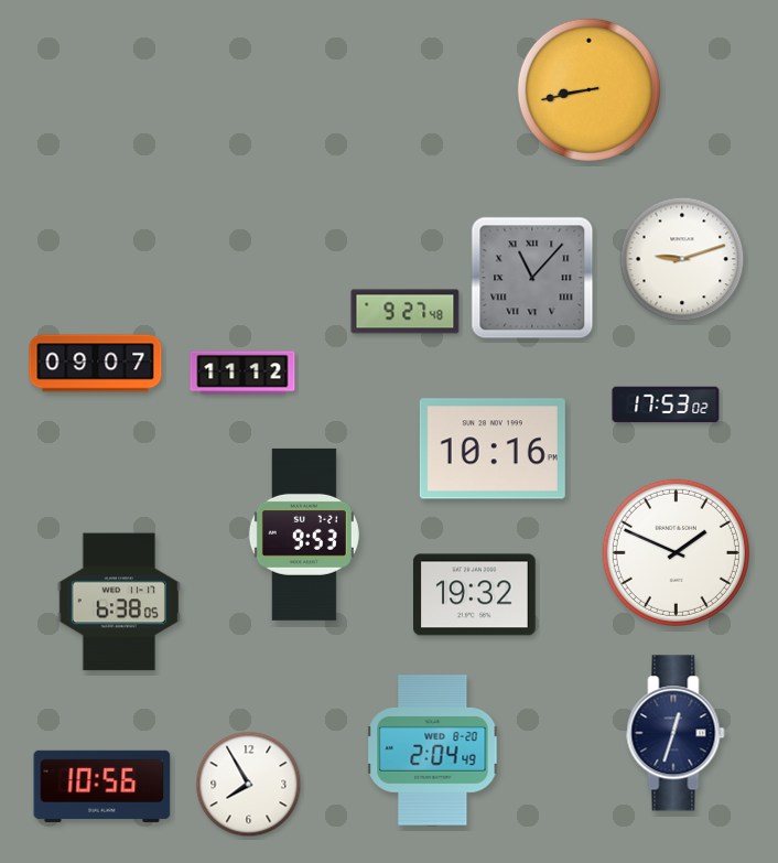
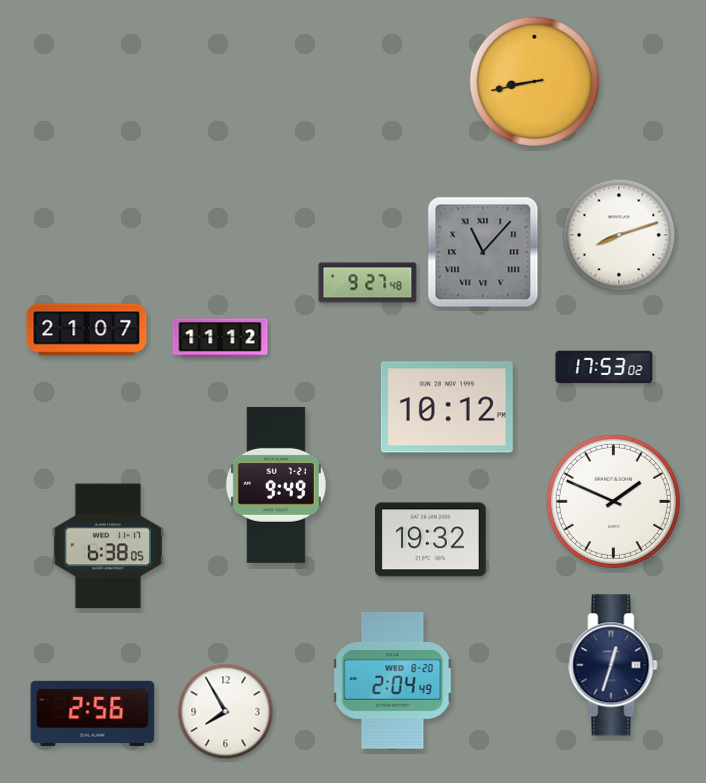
clock at (682, 259): 9:12 -> 8:12
clock at (96, 364): 09:07 -> 21:07
clock at (493, 449): 10:16 -> 10:12
clock at (304, 535): 9:53 -> 9:49
clock at (102, 786): 10:56 -> 2:56
